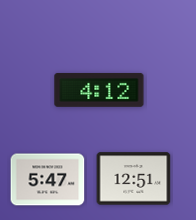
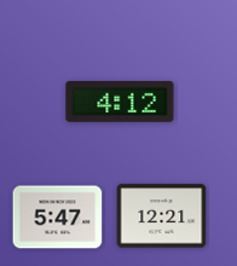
clock at (99, 90) position: (99, 90) -> (120, 102)
clock at (134, 179): 12:51 -> 12:21
